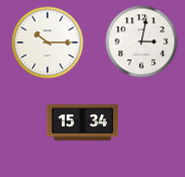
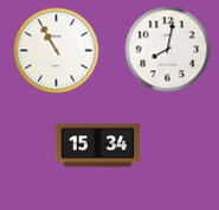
clock at (142, 42): 3:02 -> 8:02
clock at (48, 43): 10:15 -> 10:55
